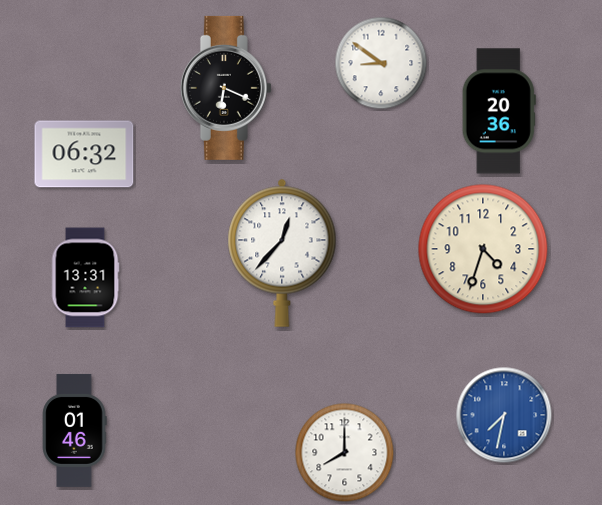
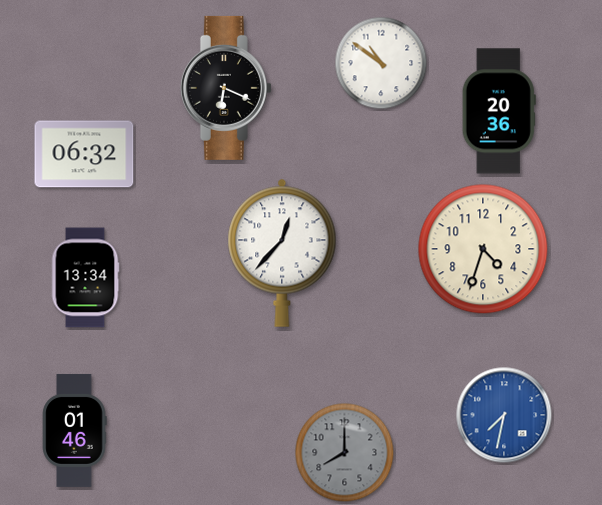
clock at (381, 63): 8:51 -> 10:51
clock at (85, 278): 13:31 -> 13:34
clock at (345, 453) dial: white -> grey
